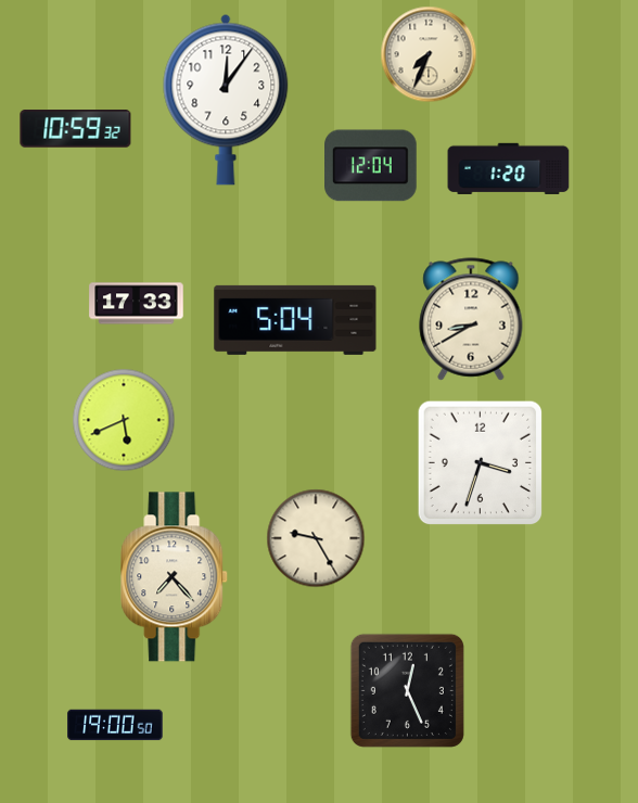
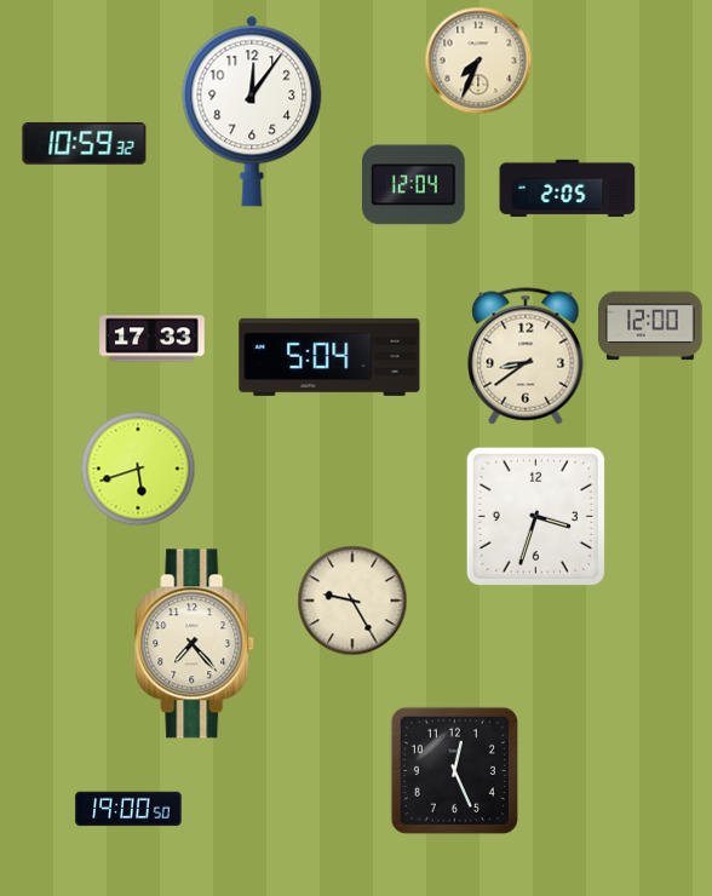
clock at (509, 168): 1:20 -> 2:05
clock at (650, 326): none -> 12:00
clock at (471, 319): 8:40 -> 8:39
clock at (124, 420): 5:41 -> 5:42
